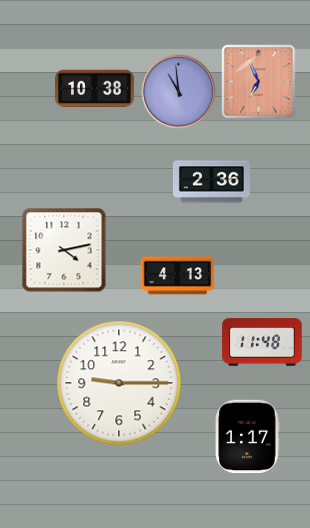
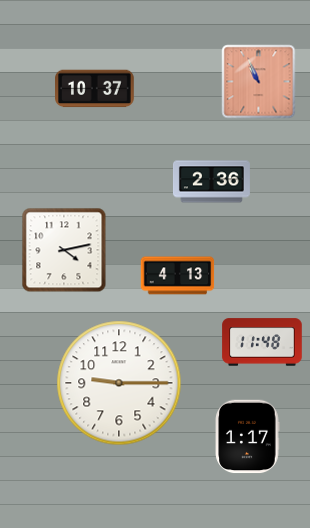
clock at (259, 82): 6:56 -> 10:56
clock at (95, 89): 10:38 -> 10:37
clock at (179, 92): 10:59 -> none
